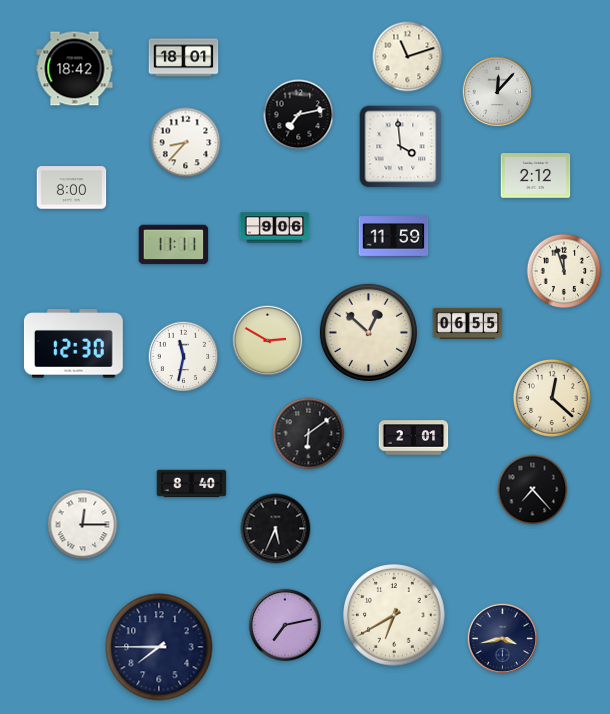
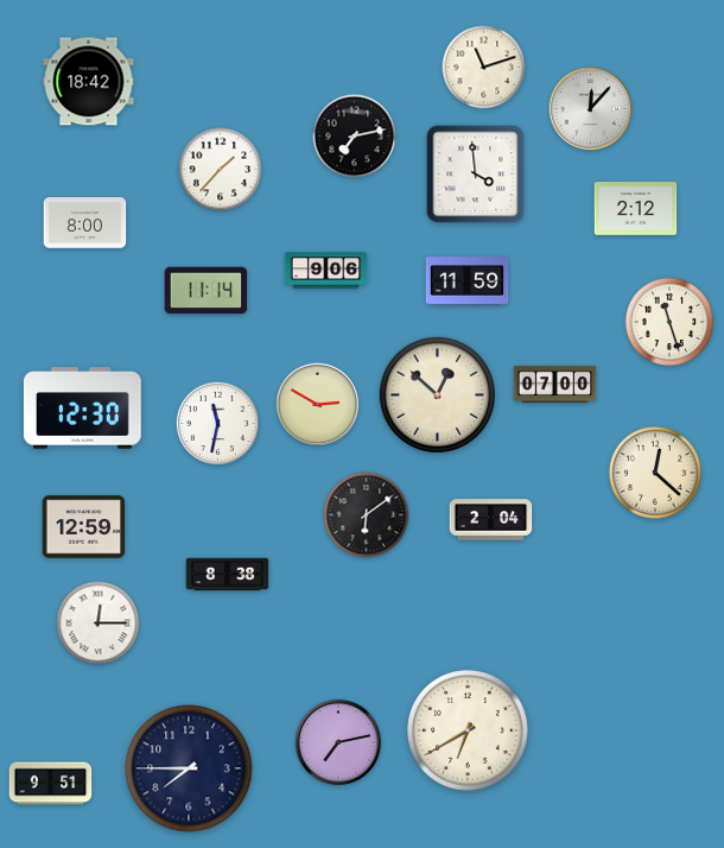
clock at (184, 58): 18:01 -> none
clock at (186, 143): 8:37 -> 1:37
clock at (174, 245): 11:11 -> 11:14
clock at (564, 271): 11:57 -> 11:27
clock at (468, 323): 06:55 -> 07:00
clock at (73, 344) position: (73, 344) -> (82, 409)
clock at (414, 438): 2:01 -> 2:04
clock at (84, 527): none -> 12:59
clock at (192, 484): 8:40 -> 8:38
clock at (533, 490): 7:23 -> none
clock at (276, 529): 5:34 -> none
clock at (503, 639): 3:43 -> none
clock at (51, 784): none -> 9:51
